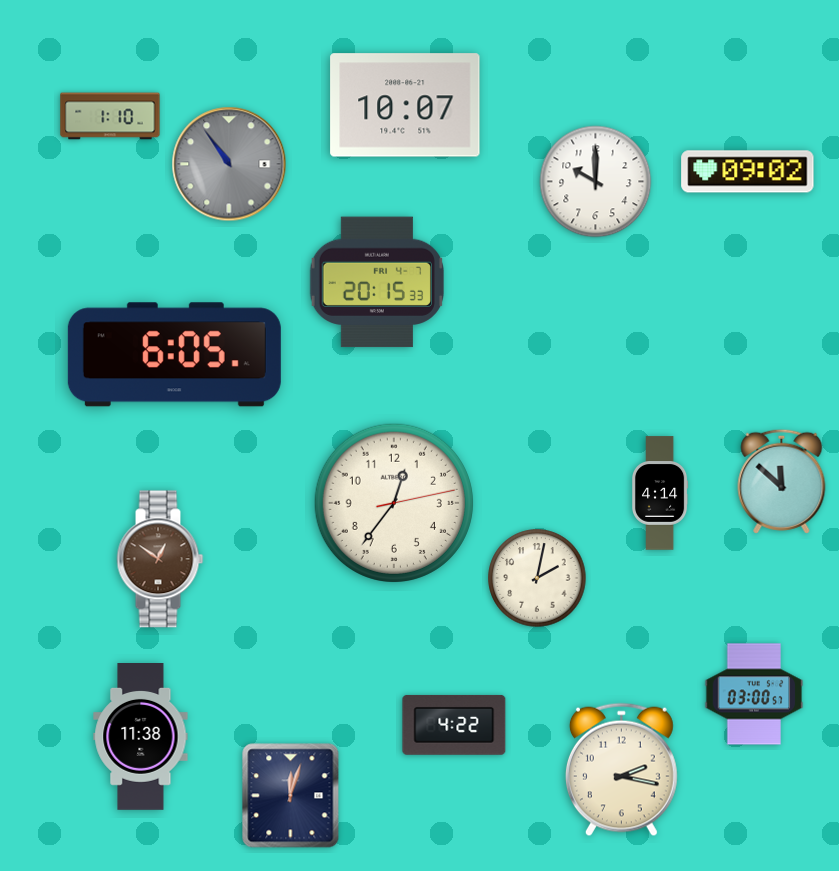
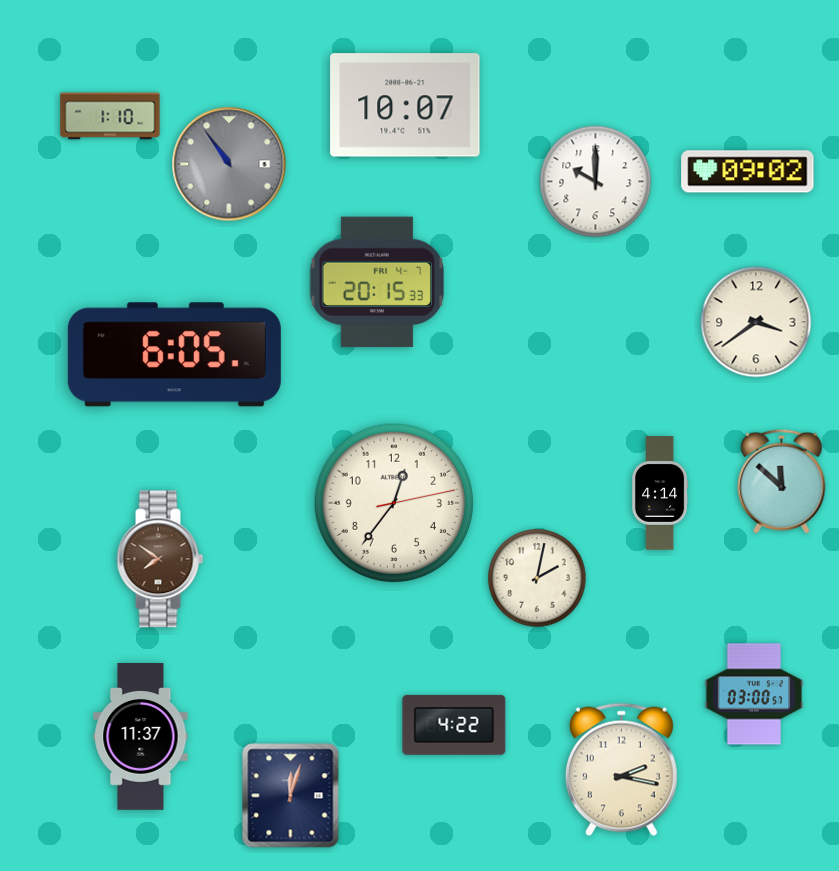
clock at (756, 322): none -> 3:39
clock at (160, 559): 12:51 -> 7:51
clock at (141, 737): 11:38 -> 11:37
